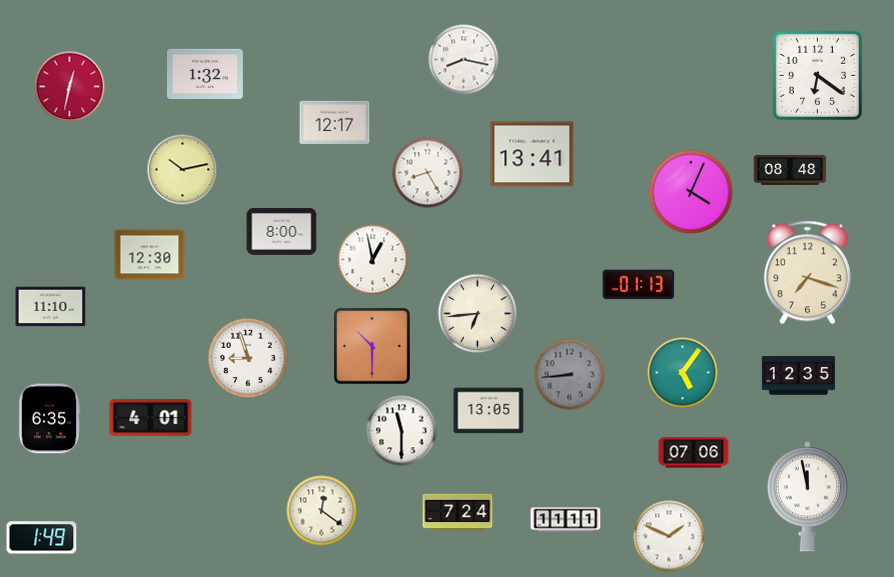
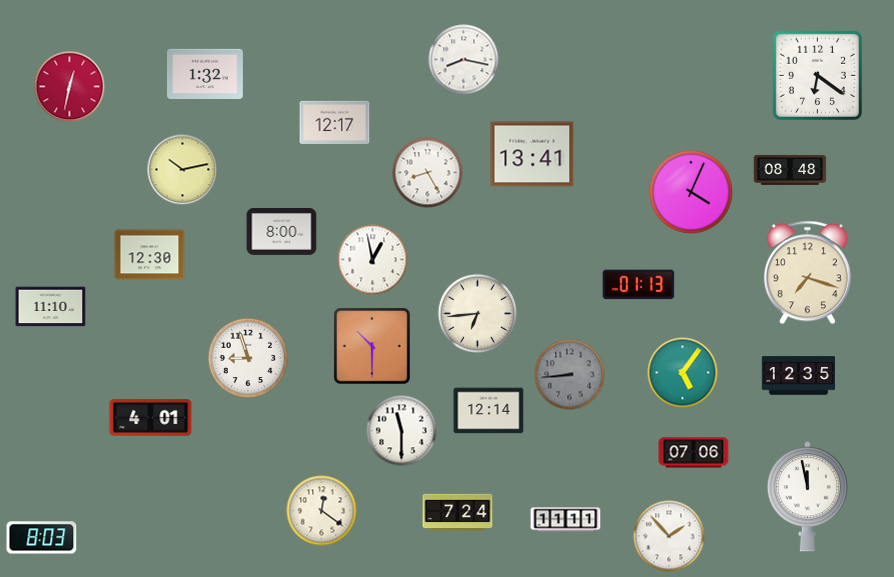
clock at (489, 411): 13:05 -> 12:14
clock at (49, 419): 6:35 -> none
clock at (669, 536): 1:49 -> 1:53
clock at (42, 538): 1:49 -> 8:03
